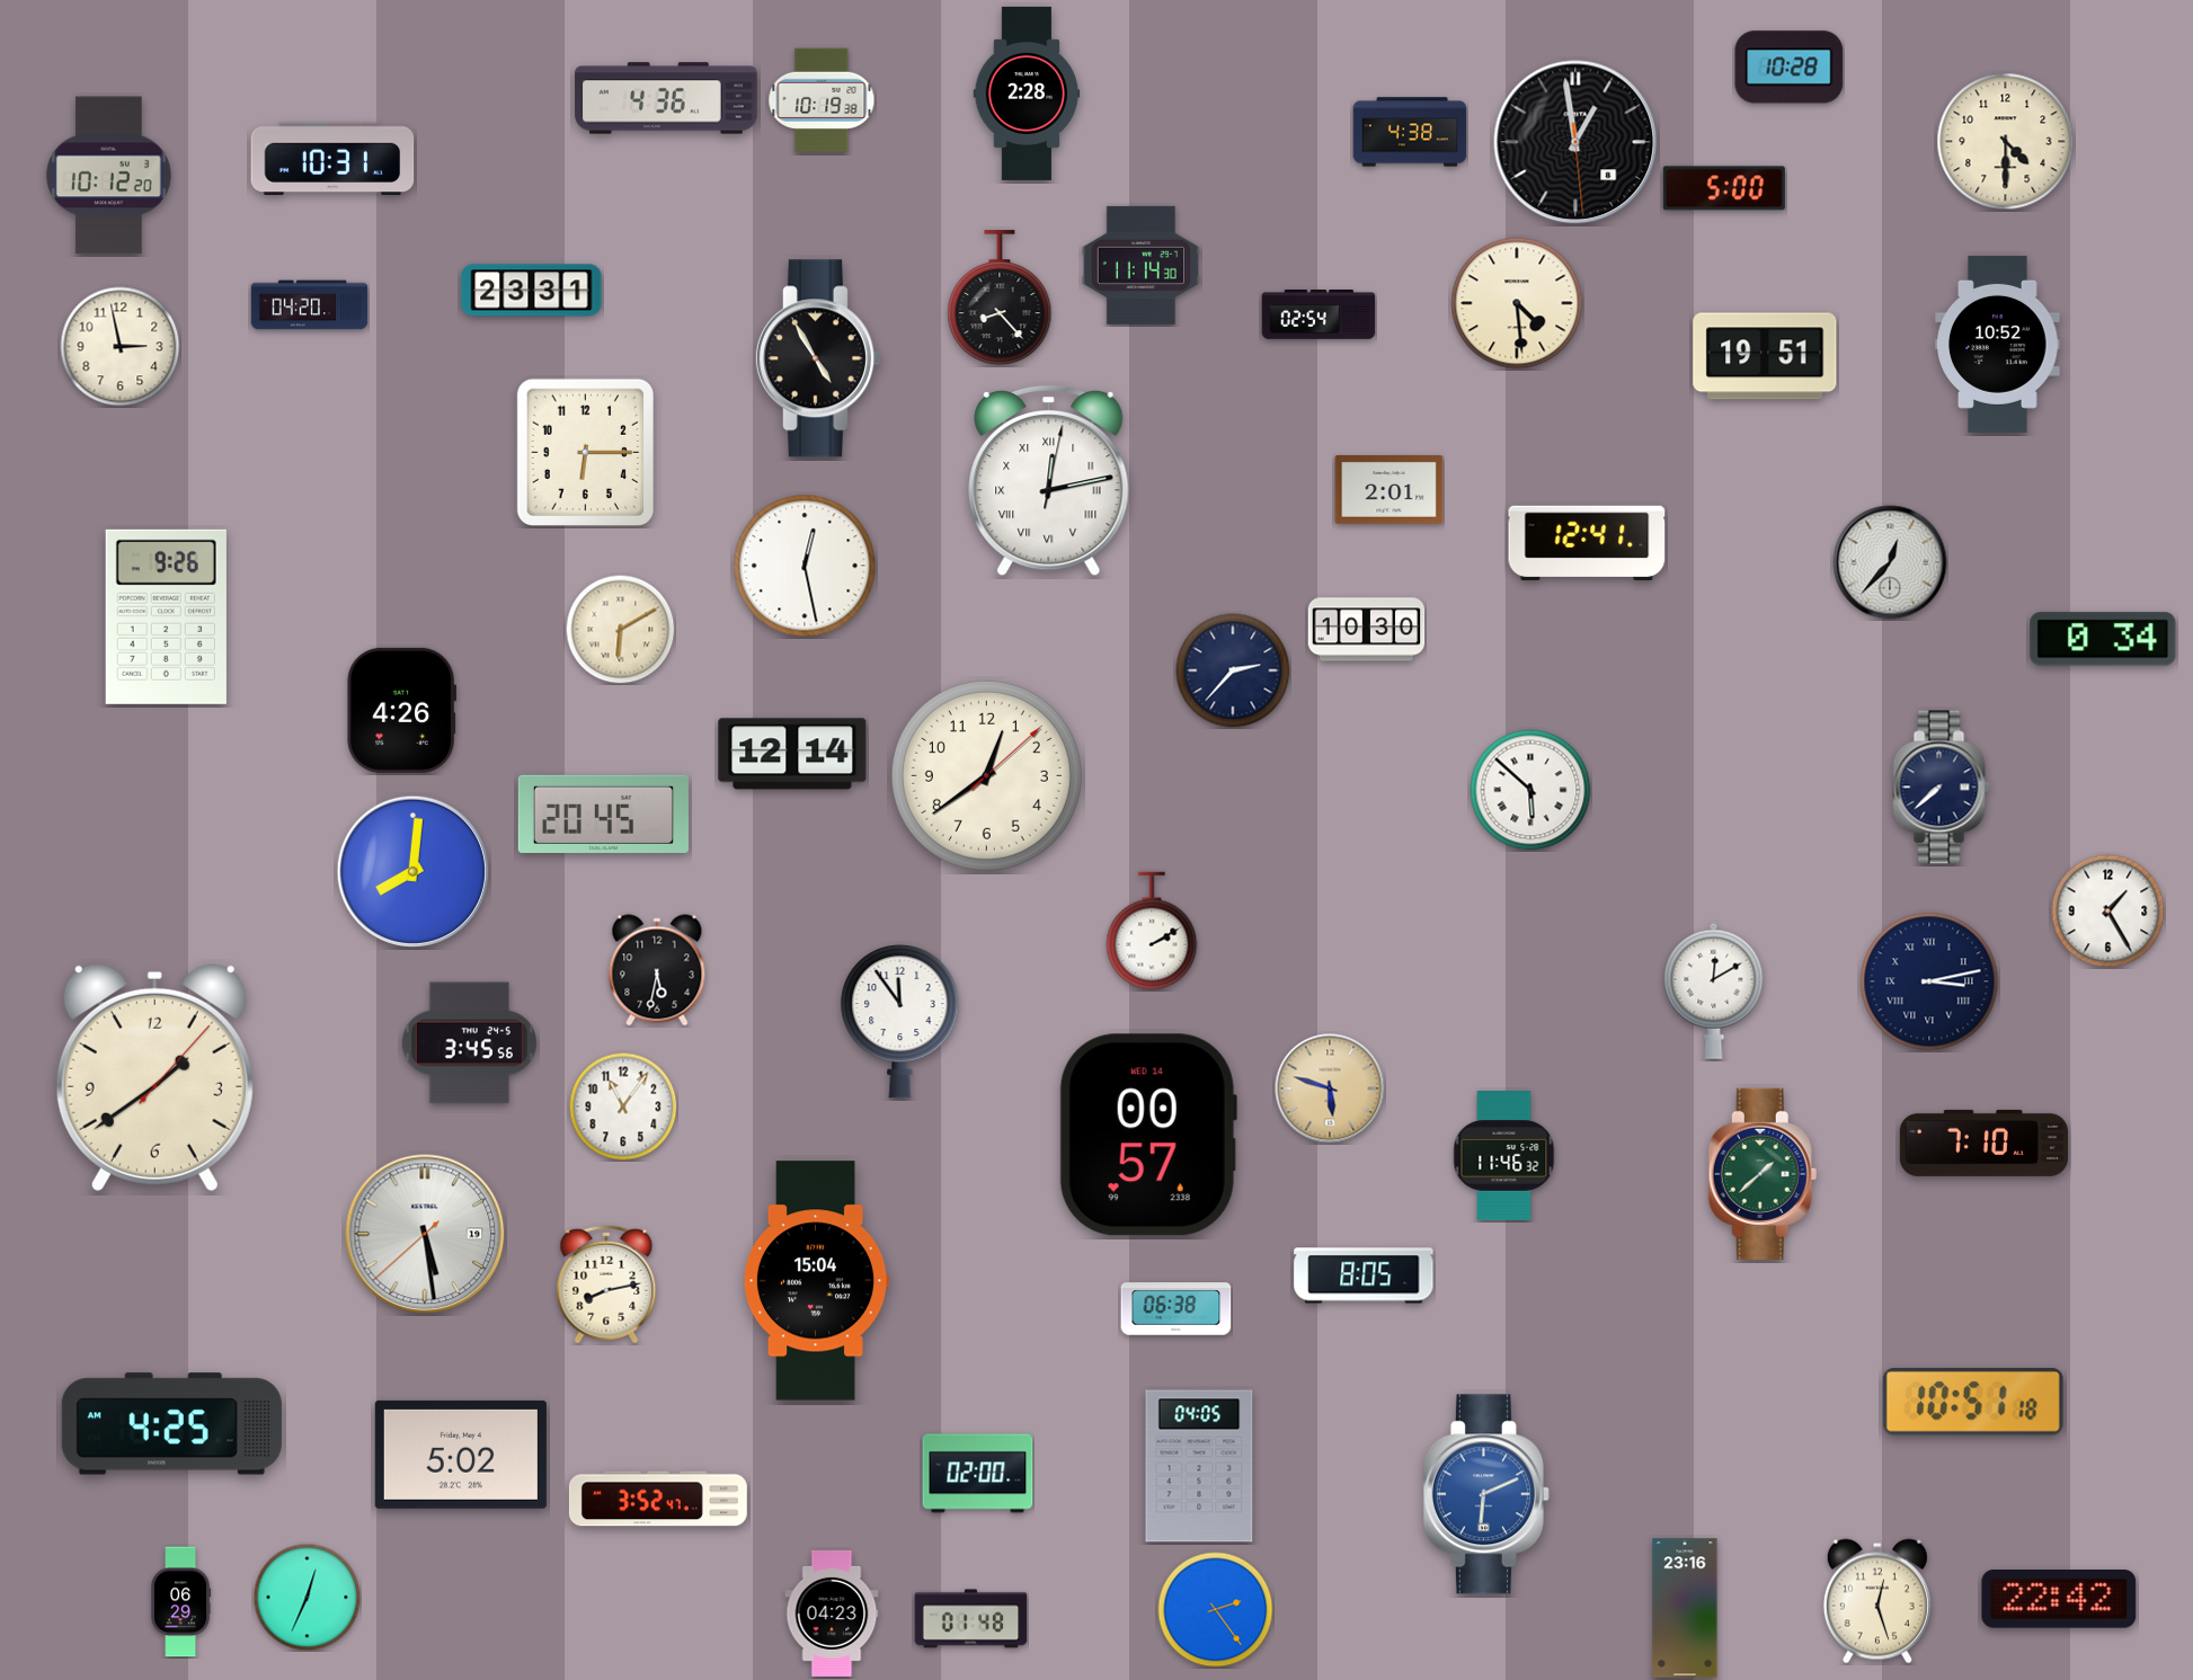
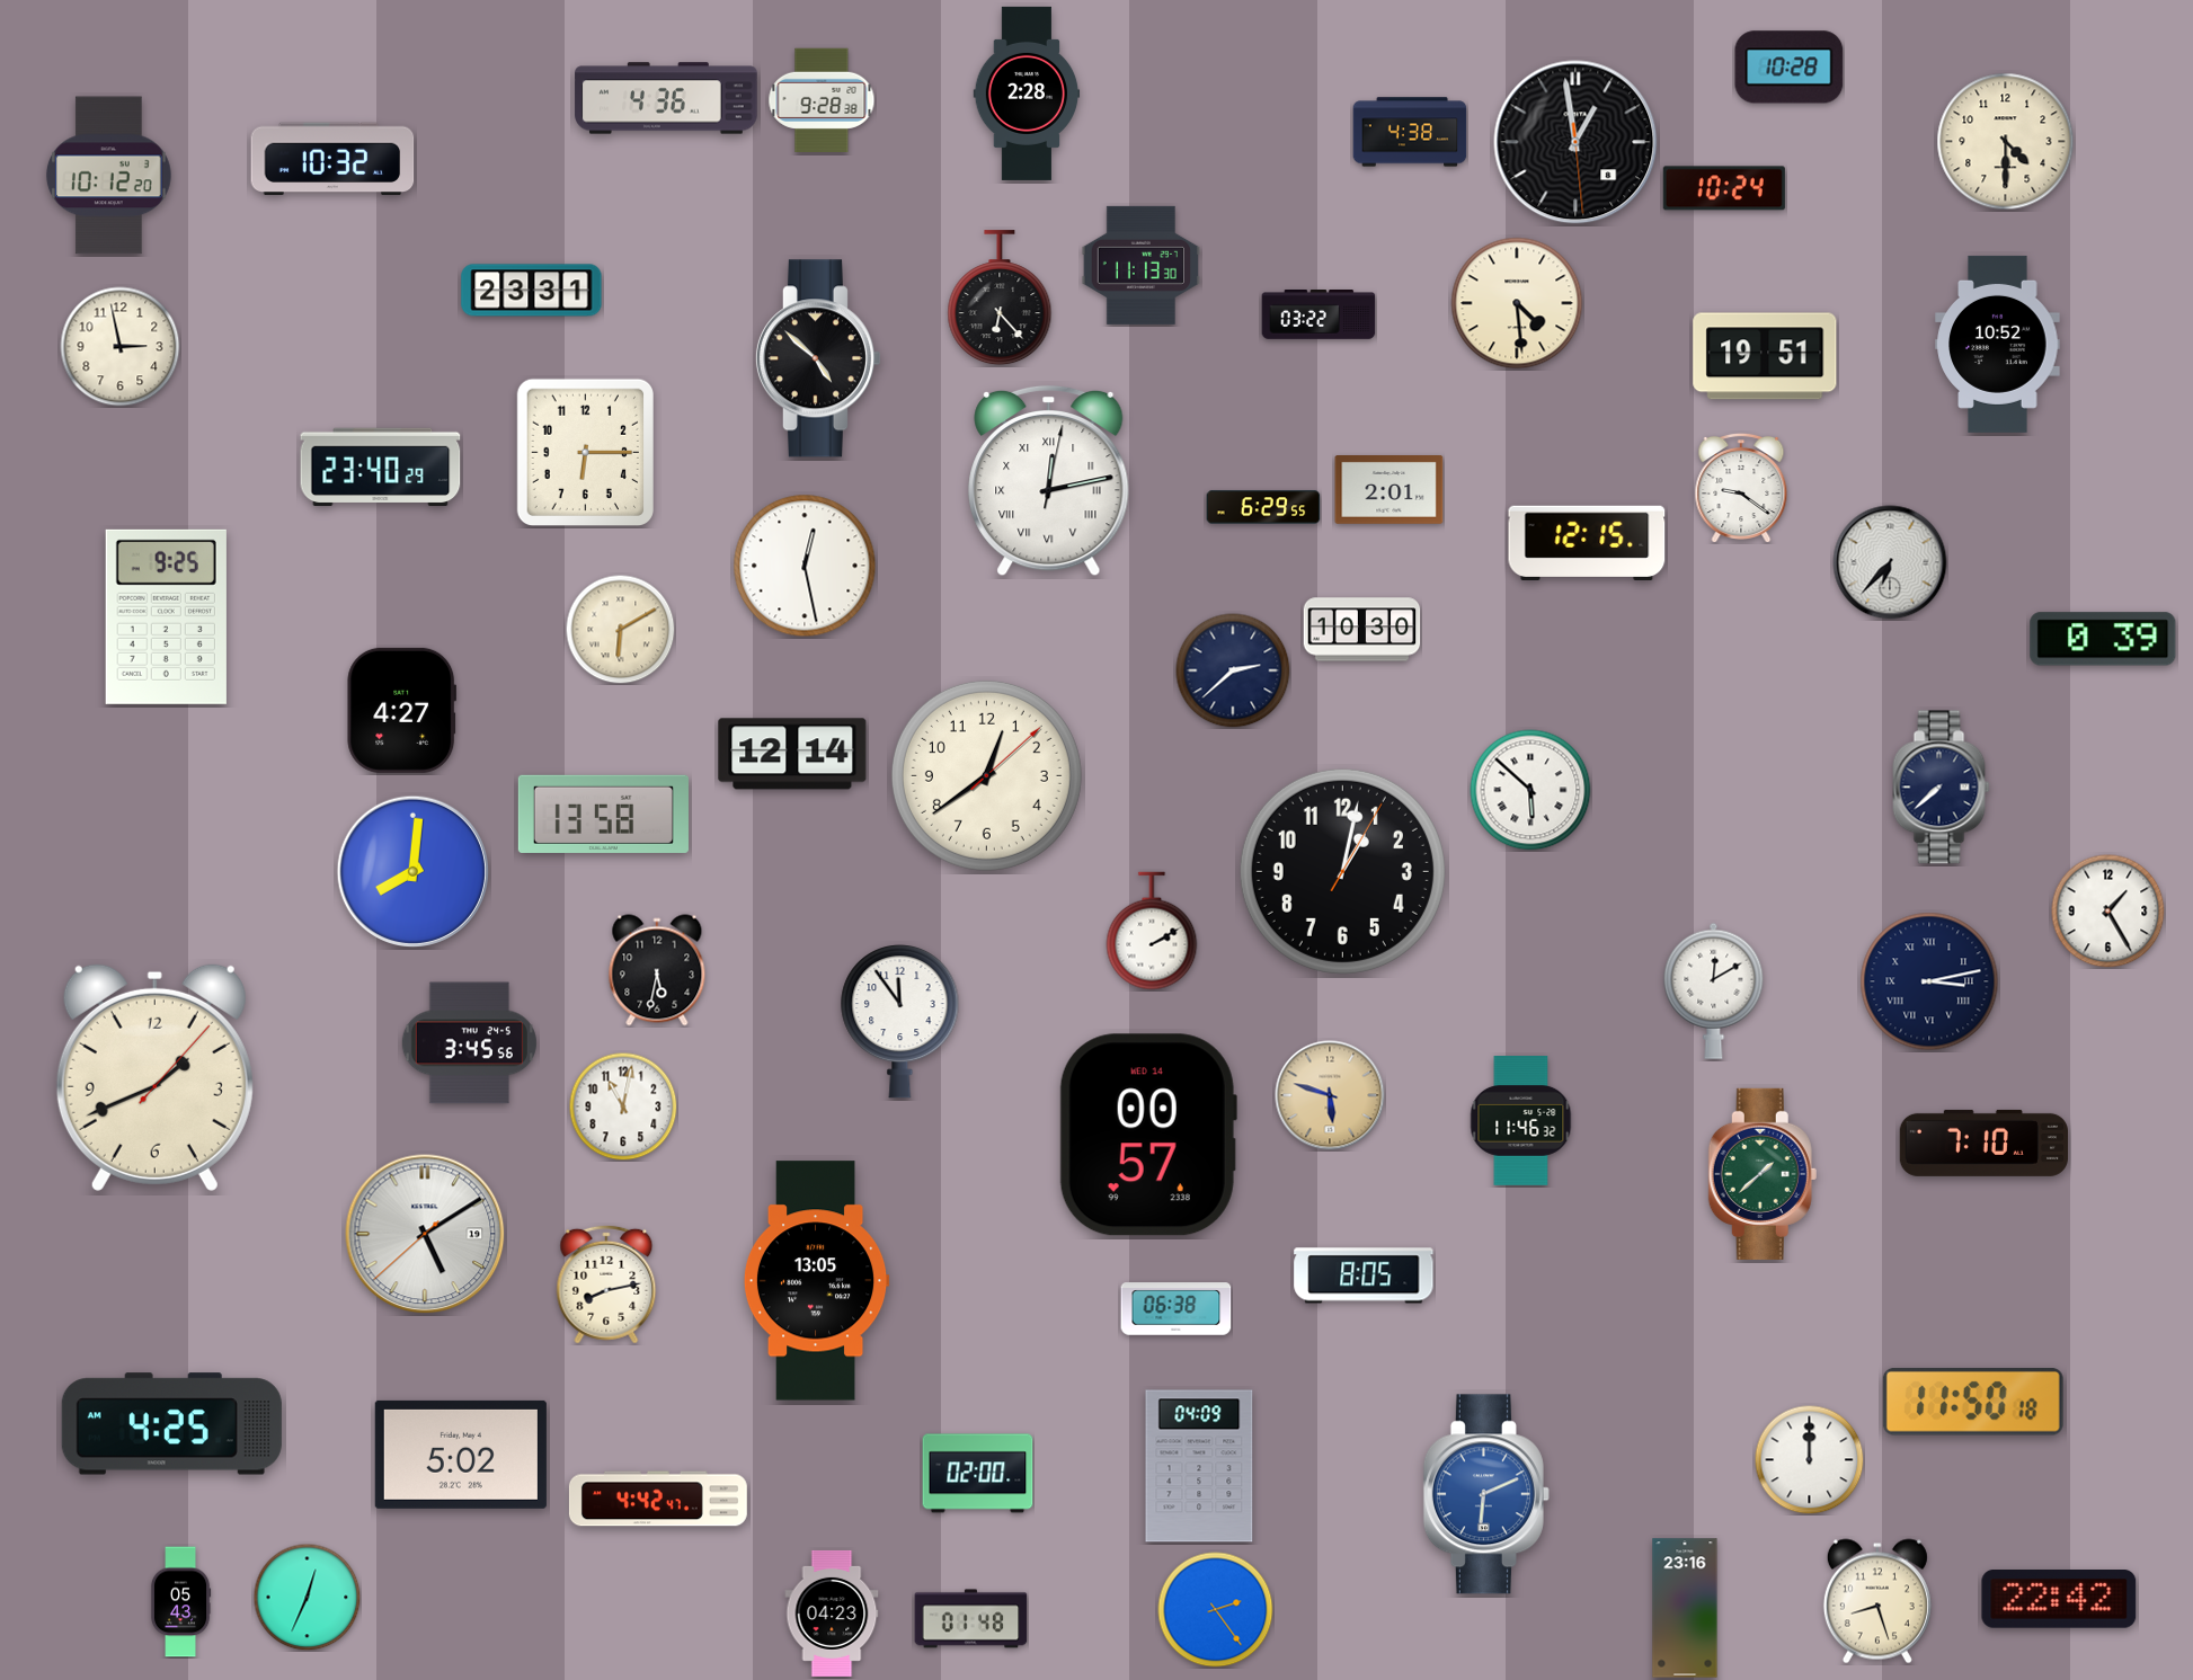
clock at (822, 99): 10:19 -> 9:28
clock at (332, 159): 10:31 -> 10:32
clock at (1724, 188): 5:00 -> 10:24
clock at (1140, 265): 11:14 -> 11:13
clock at (1000, 299): 8:23 -> 6:23
clock at (310, 305): 04:20 -> none
clock at (1319, 315): 02:54 -> 03:22
clock at (817, 358): 4:55 -> 4:52
clock at (381, 468): none -> 23:40
clock at (1741, 487): none -> 9:21
clock at (1263, 507): none -> 6:29
clock at (1587, 543): 12:41 -> 12:15
clock at (1890, 562): 12:37 -> 6:37
clock at (166, 616): 9:26 -> 9:25
clock at (1367, 630) position: (1367, 630) -> (1362, 630)
clock at (2103, 639): 0:34 -> 0:39
clock at (1233, 670): 2:37 -> 2:38
clock at (401, 710): 4:26 -> 4:27
clock at (603, 814): 20:45 -> 13:58
clock at (1342, 871): none -> 1:02
clock at (154, 1077): 1:39 -> 1:41
clock at (1330, 1088) position: (1330, 1088) -> (1330, 1095)
clock at (623, 1106): 11:06 -> 11:02
clock at (1504, 1156) position: (1504, 1156) -> (1521, 1121)
clock at (425, 1234): 5:28 -> 5:09
clock at (816, 1281): 15:04 -> 13:05
clock at (1973, 1403): 10:51 -> 11:50
clock at (1809, 1459): none -> 12:00
clock at (1199, 1466): 04:05 -> 04:09
clock at (658, 1499): 3:52 -> 4:42
clock at (1877, 1601): 12:27 -> 8:27
clock at (180, 1602): 06:29 -> 05:43
